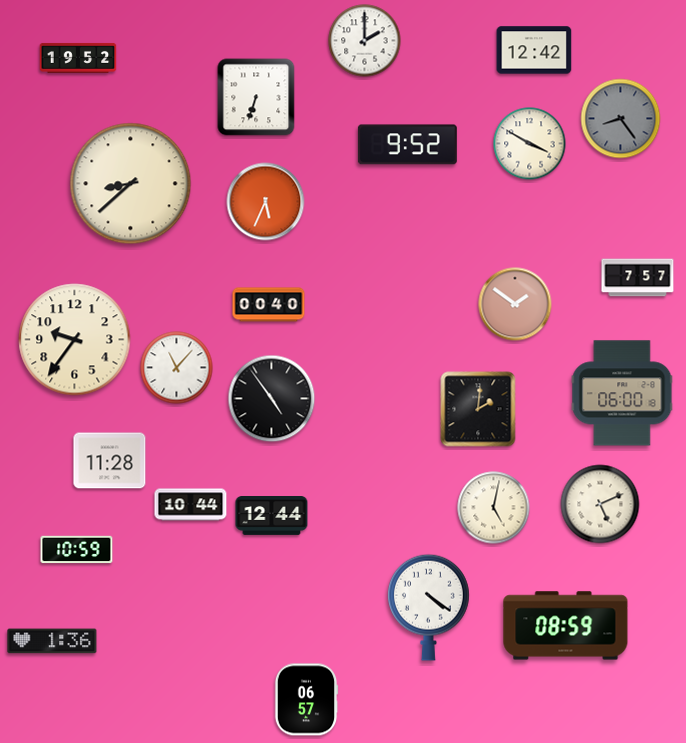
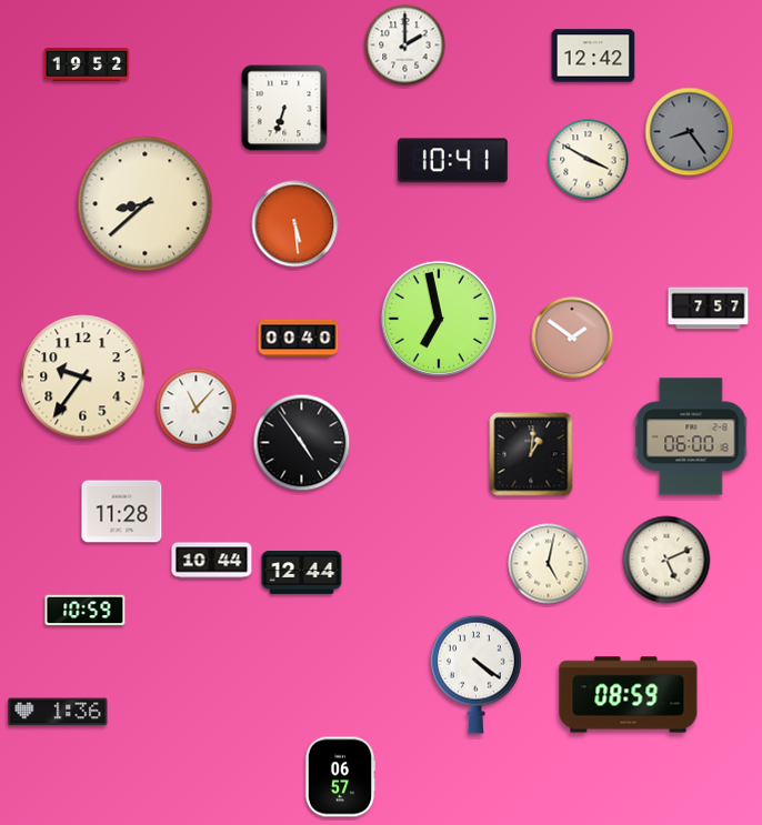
clock at (407, 145): 9:52 -> 10:41
clock at (266, 202): 5:34 -> 5:29
clock at (439, 319): none -> 6:58
clock at (478, 409): 2:01 -> 1:01
